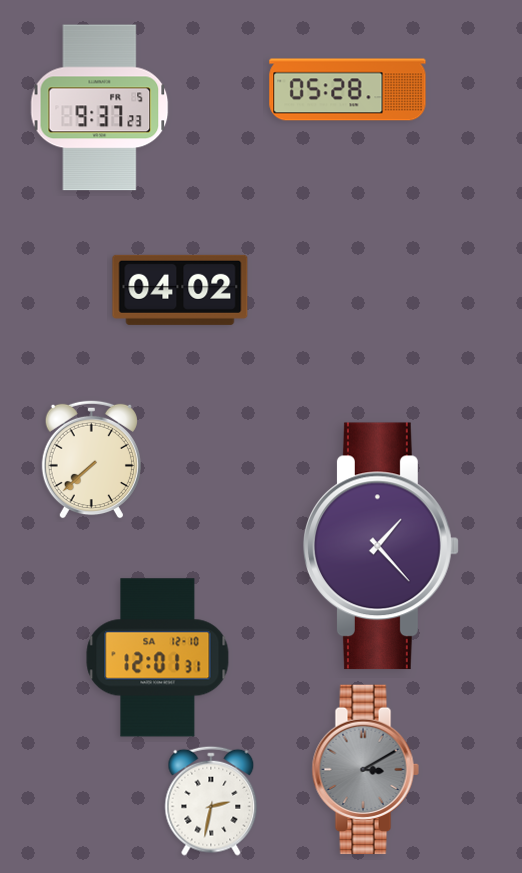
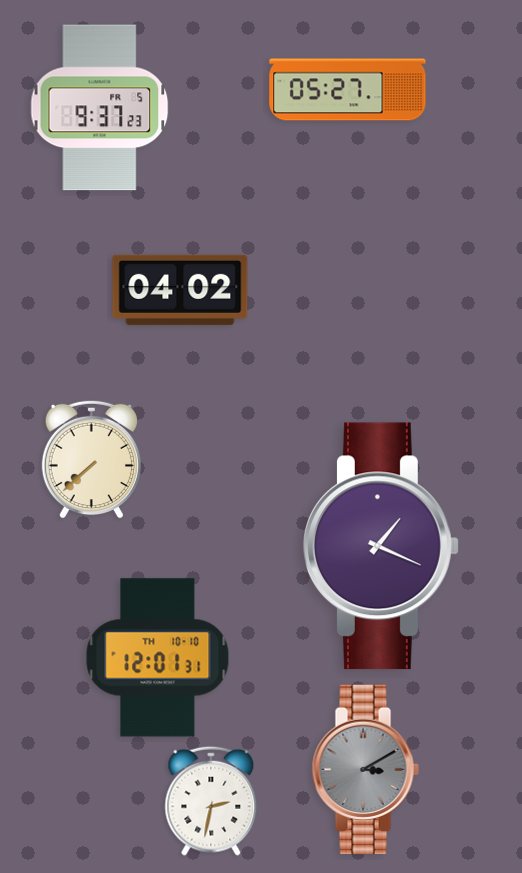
clock at (348, 90): 05:28 -> 05:27
clock at (382, 546): 1:23 -> 1:19
clock at (158, 658) date: SA 12-10 -> TH 10-10
